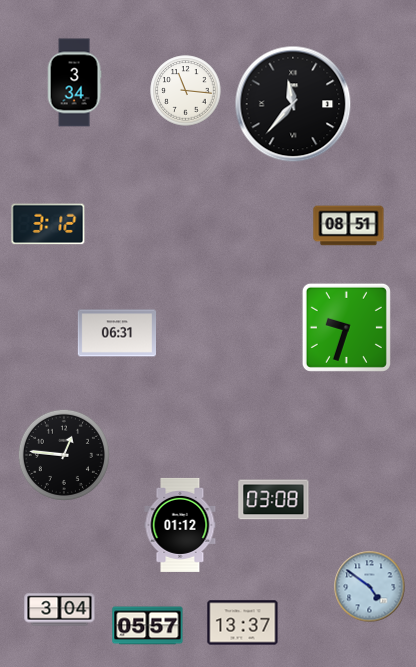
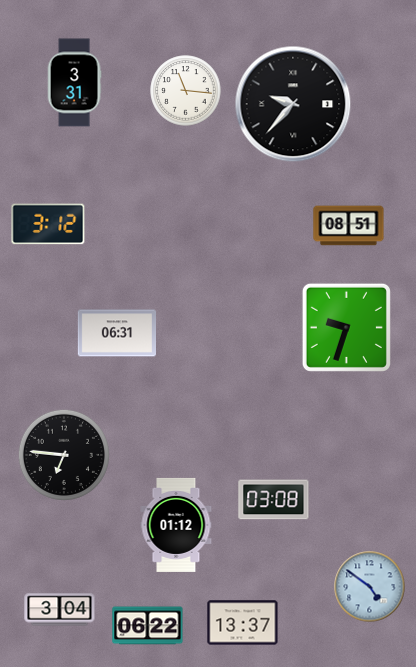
clock at (74, 83): 3:34 -> 3:31
clock at (293, 104): 11:37 -> 9:37
clock at (64, 455): 12:46 -> 6:46
clock at (180, 525) position: (180, 525) -> (176, 525)
clock at (148, 626): 05:57 -> 06:22
